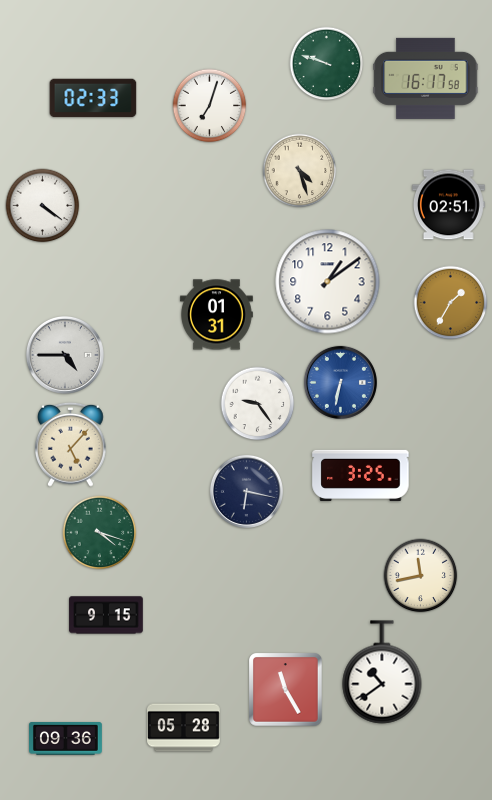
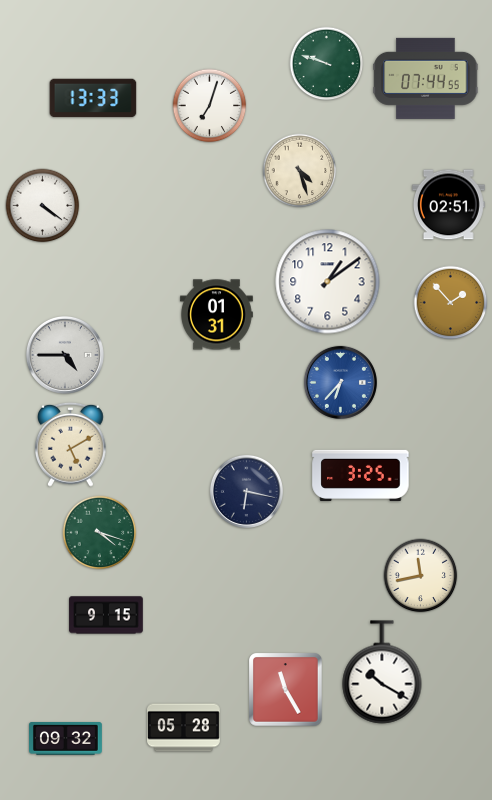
clock at (426, 78): 16:17 -> 07:44
clock at (93, 98): 02:33 -> 13:33
clock at (451, 303): 1:35 -> 1:53
clock at (340, 382): 6:32 -> 6:37
clock at (258, 404): 9:24 -> none
clock at (71, 444): 5:07 -> 5:10
clock at (382, 672): 10:39 -> 10:20
clock at (66, 739): 09:36 -> 09:32
